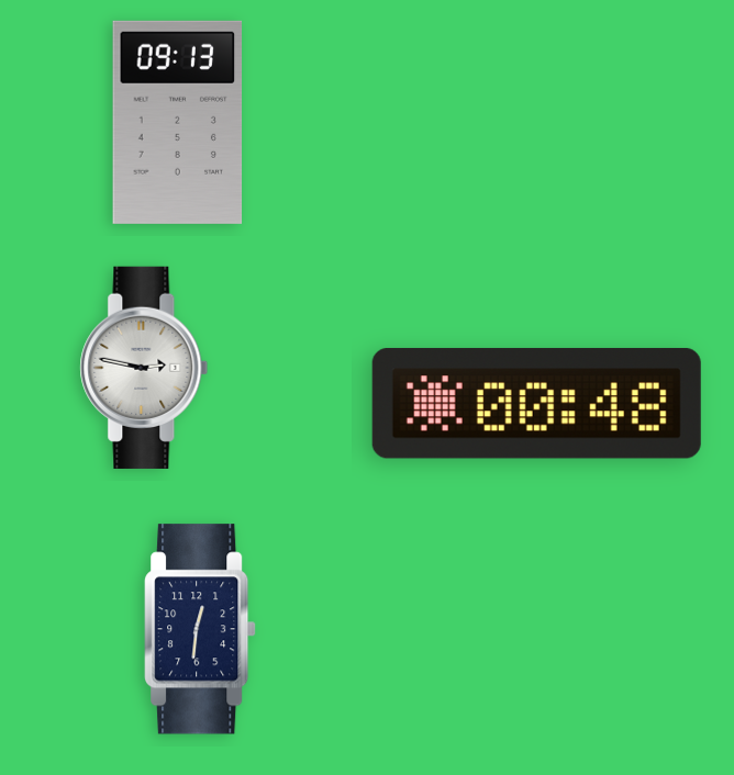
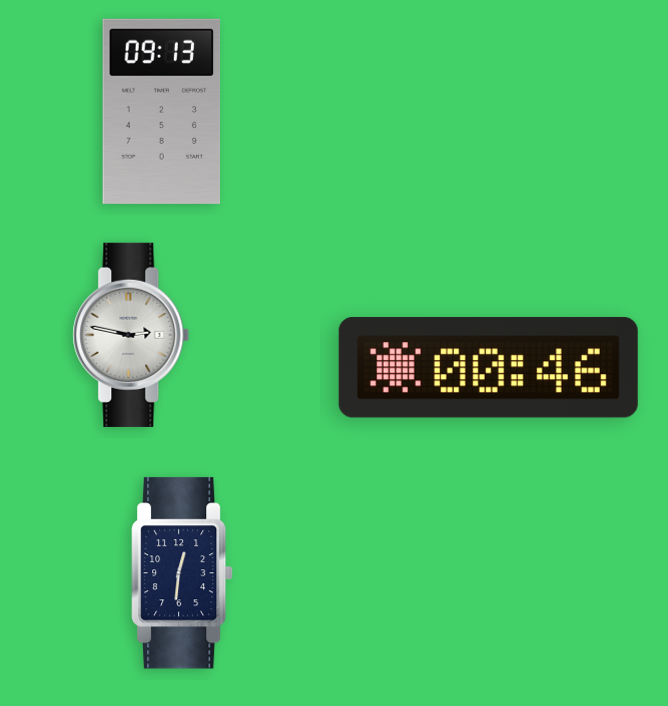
clock at (536, 403): 00:48 -> 00:46
